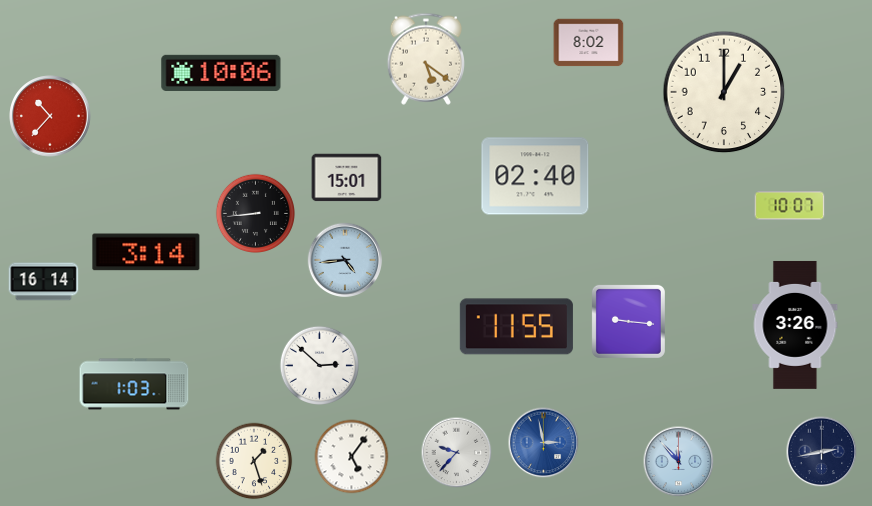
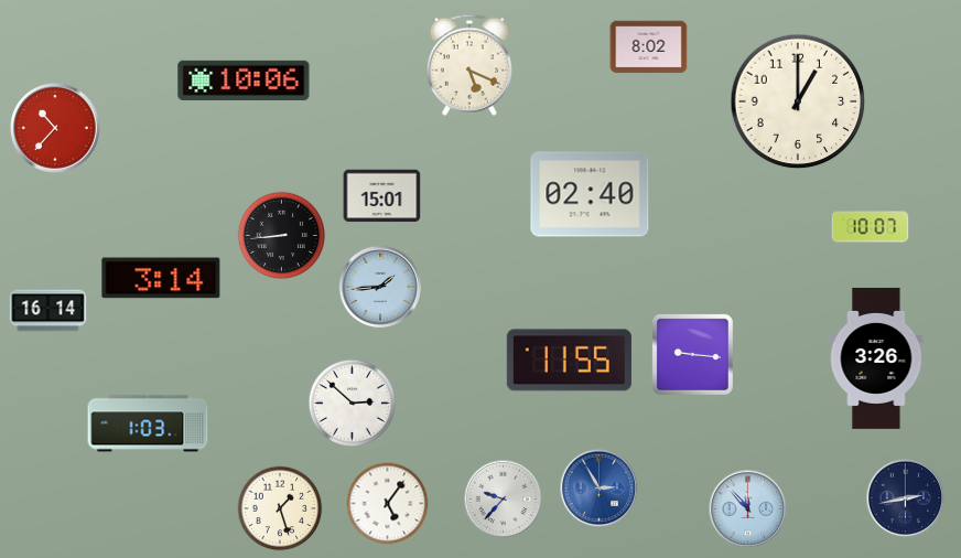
clock at (425, 59): 5:21 -> 5:19
clock at (345, 260): 4:44 -> 1:44
clock at (544, 443): 2:58 -> 2:55
